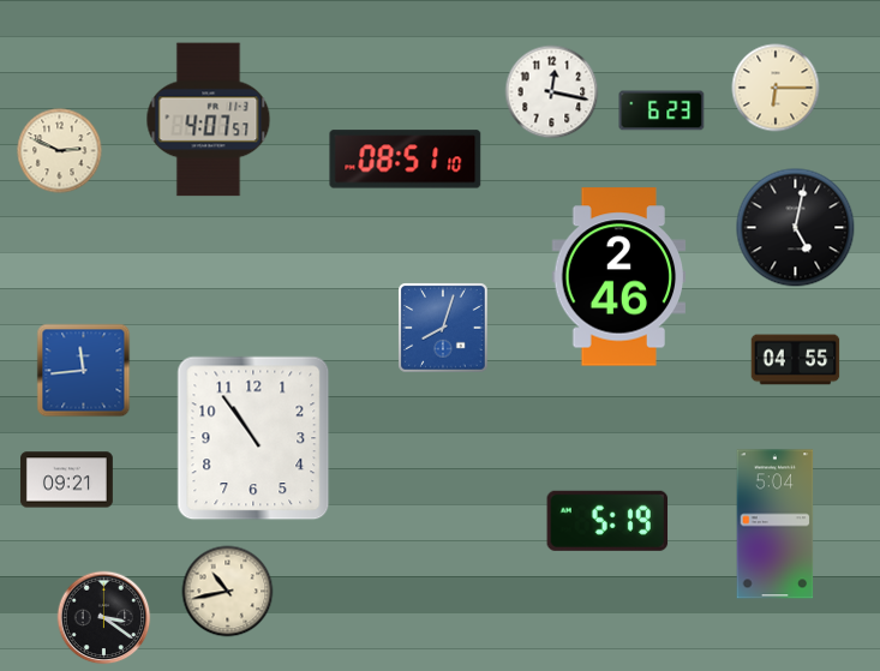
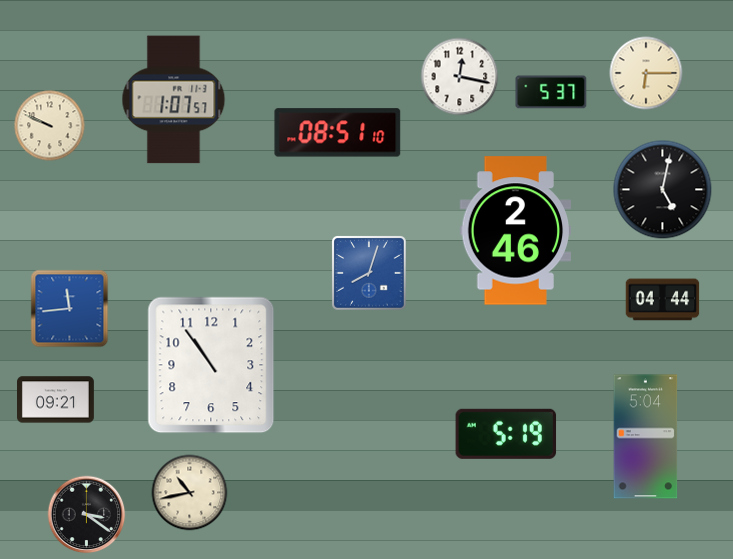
clock at (662, 110): 6:23 -> 5:37
clock at (209, 120): 4:07 -> 1:07
clock at (60, 151): 2:49 -> 9:49
clock at (796, 360): 04:55 -> 04:44
